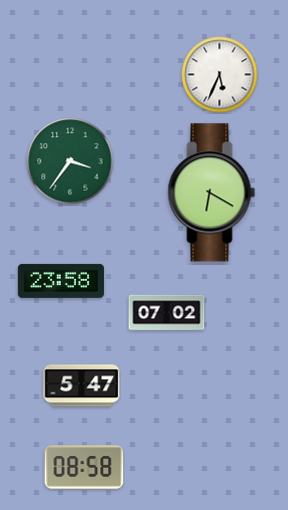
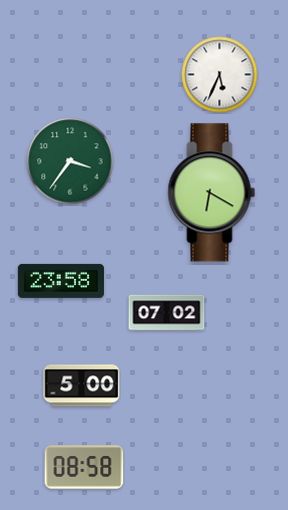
clock at (82, 386): 5:47 -> 5:00
